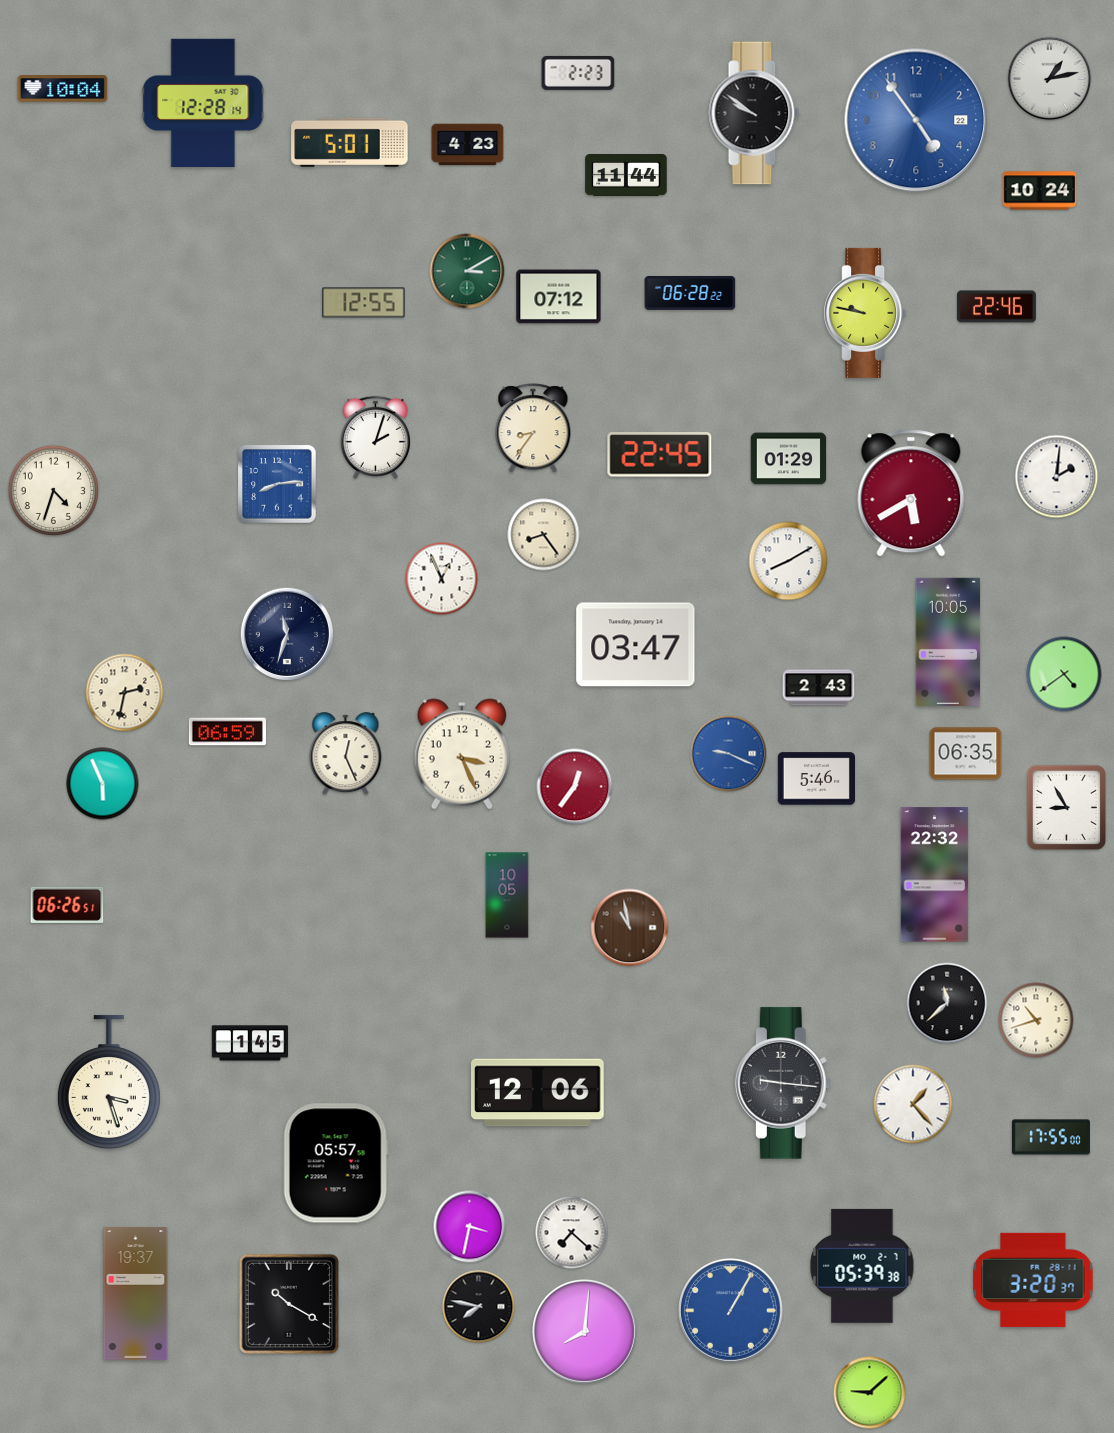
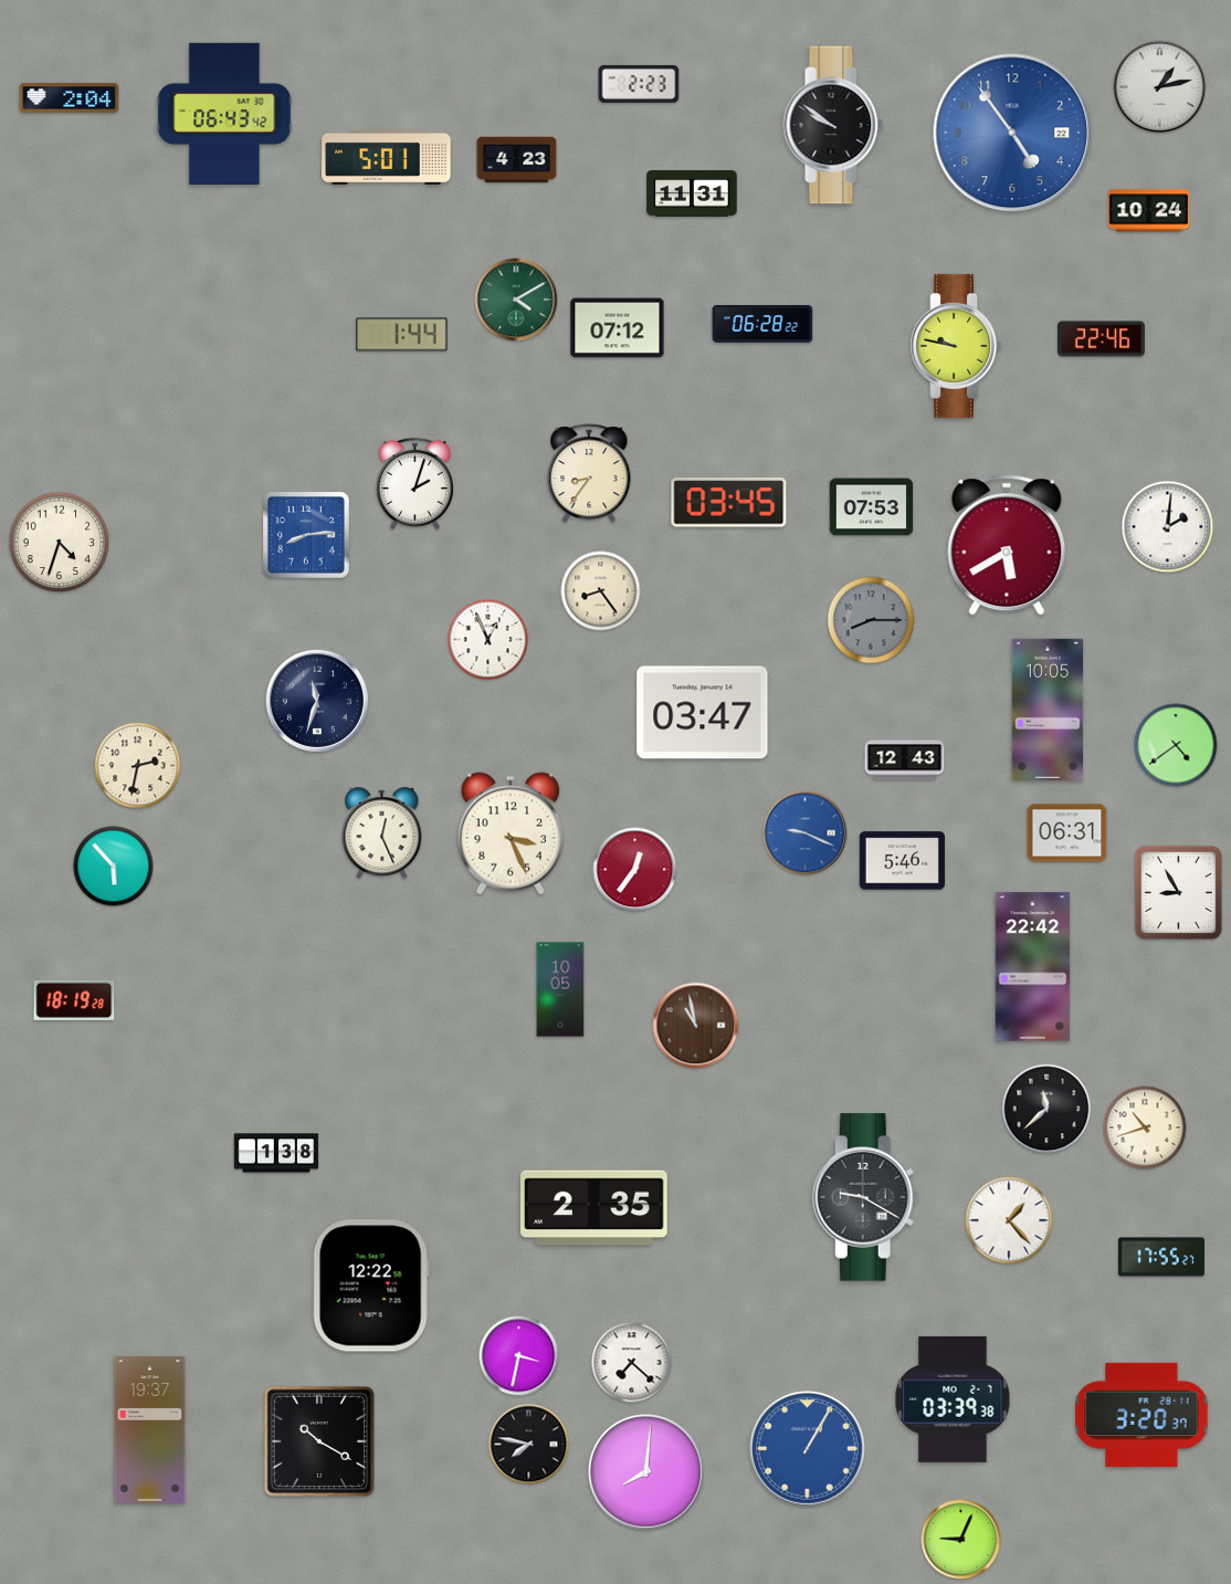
clock at (578, 73) position: (578, 73) -> (639, 84)
clock at (63, 89): 10:04 -> 2:04
clock at (203, 102): 12:28 -> 06:43
clock at (626, 176): 11:44 -> 11:31
clock at (467, 271): 3:10 -> 4:10
clock at (364, 303): 12:55 -> 1:44
clock at (660, 455): 22:45 -> 03:45
clock at (789, 459): 01:29 -> 07:53
clock at (788, 561): 8:10 -> 8:15
clock at (788, 561) dial: white -> grey
clock at (819, 688): 2:43 -> 12:43
clock at (227, 732): 06:59 -> none
clock at (966, 754): 06:35 -> 06:31
clock at (103, 784): 5:56 -> 5:53
clock at (935, 875): 22:32 -> 22:42
clock at (67, 905): 06:26 -> 18:19
clock at (250, 1043): 1:45 -> 1:38
clock at (109, 1082): 3:27 -> none
clock at (783, 1083): 9:16 -> 9:20
clock at (538, 1093): 12:06 -> 2:35
clock at (1051, 1137): 17:55:00 -> 17:55:27
clock at (336, 1163): 05:57 -> 12:22
clock at (862, 1266): 05:39 -> 03:39
clock at (870, 1393): 9:08 -> 9:04
